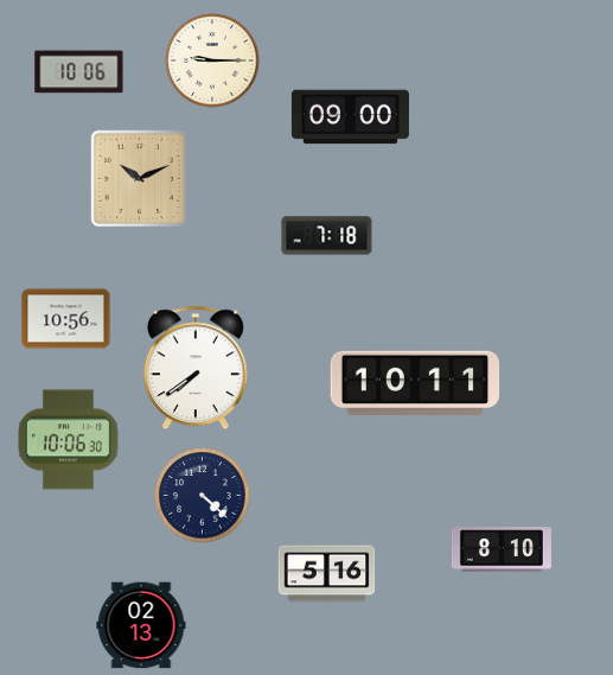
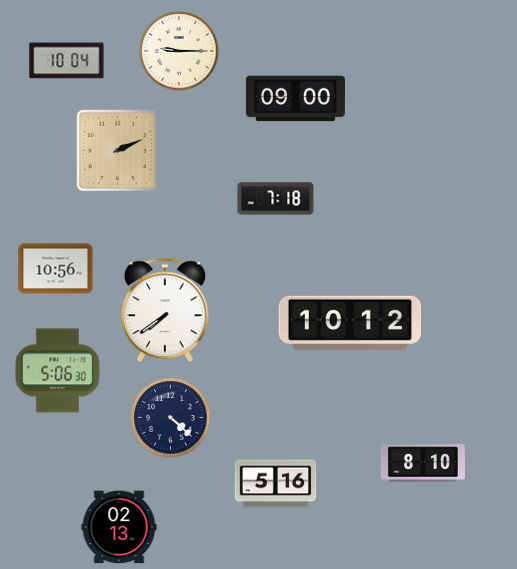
clock at (79, 72): 10:06 -> 10:04
clock at (140, 179): 10:11 -> 2:11
clock at (415, 383): 10:11 -> 10:12
clock at (68, 440): 10:06 -> 5:06
